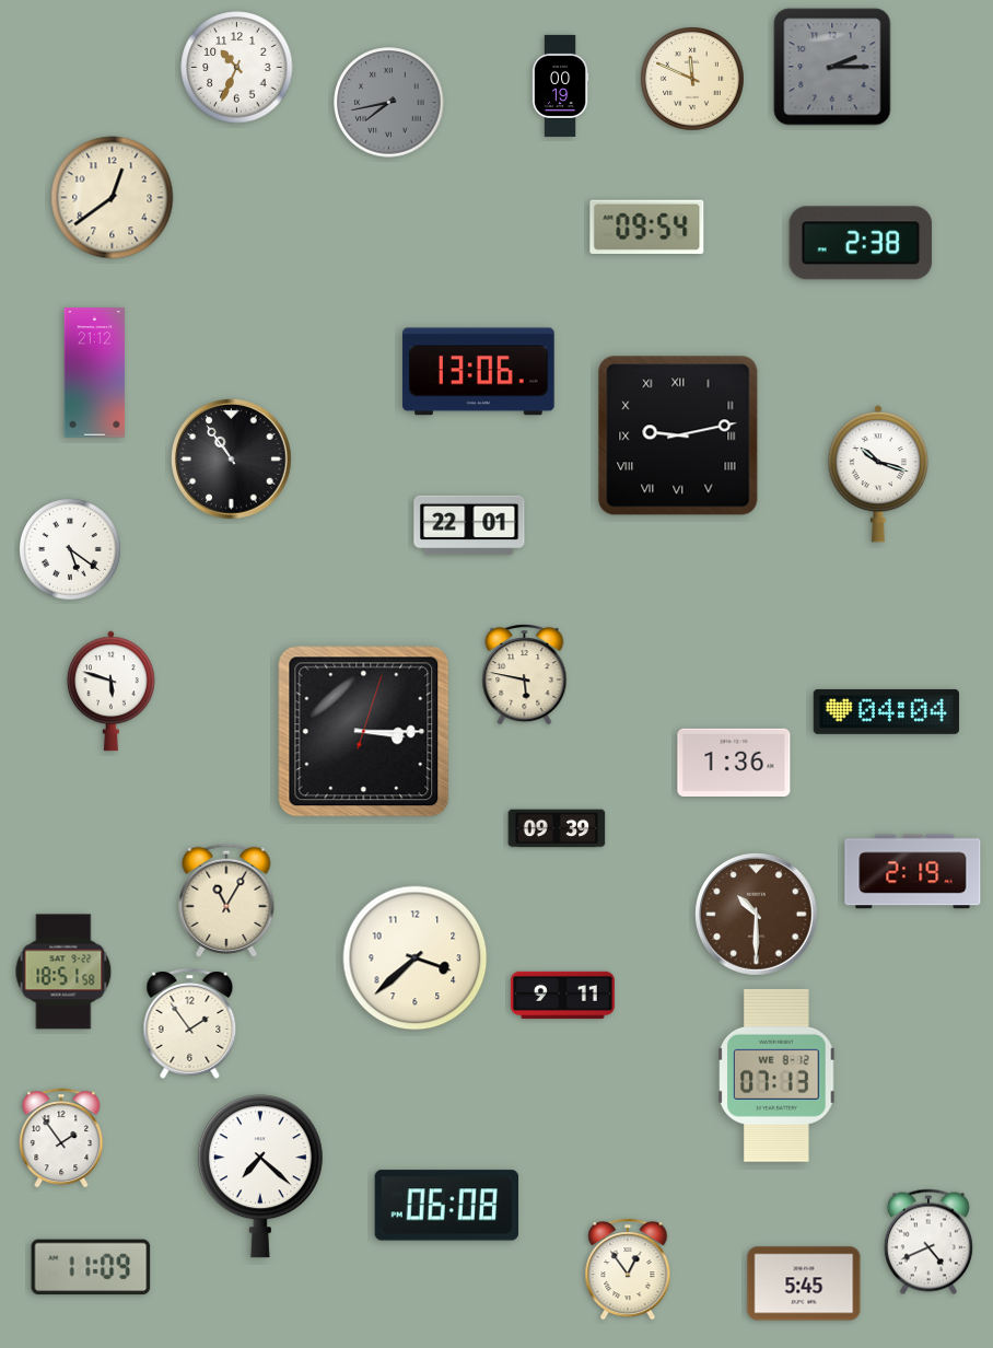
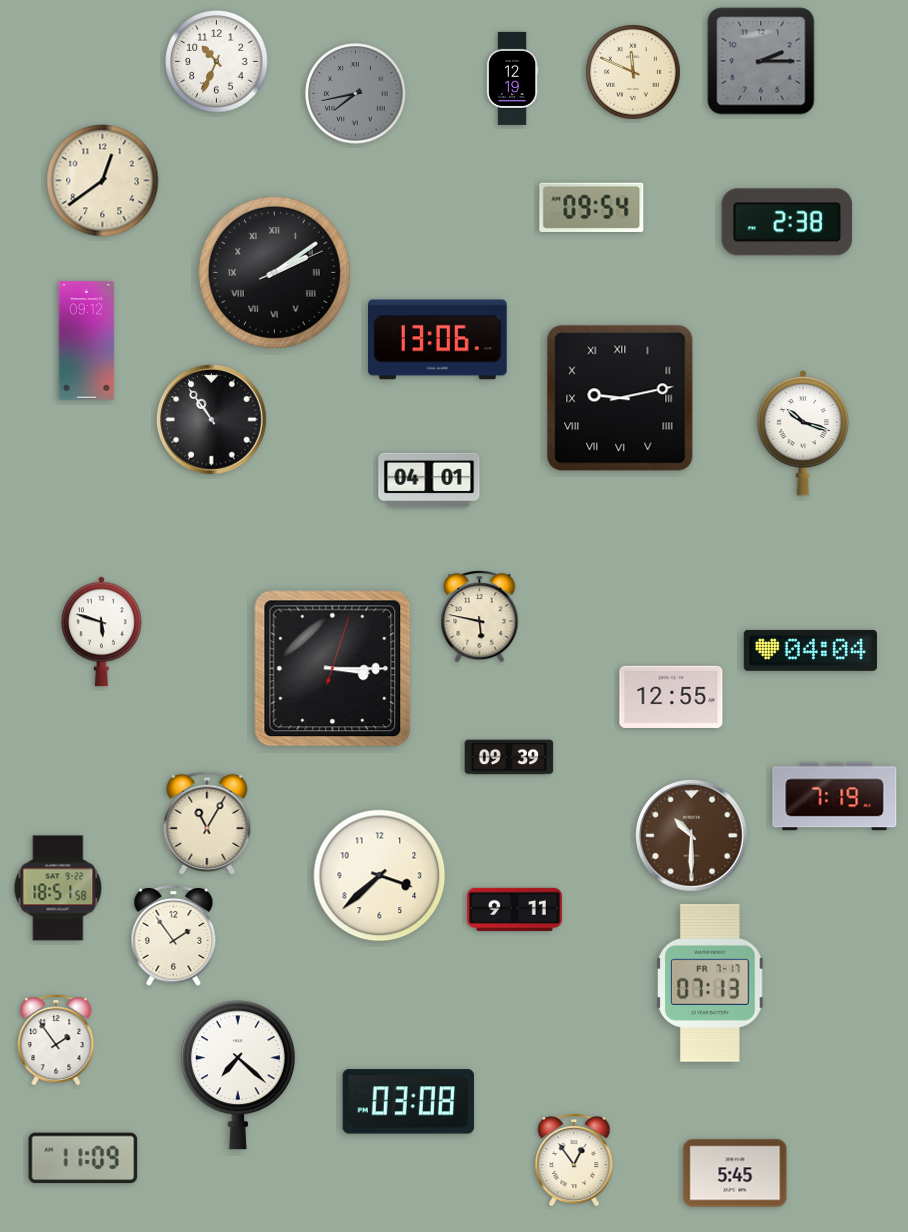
clock at (560, 85): 00:19 -> 12:19
clock at (274, 272): none -> 2:09
clock at (95, 373): 21:12 -> 09:12
clock at (469, 525): 22:01 -> 04:01
clock at (70, 549): 5:21 -> none
clock at (734, 763): 1:36 -> 12:55
clock at (913, 872): 2:19 -> 7:19
clock at (776, 1076) date: WE 8-12 -> FR 7-17
clock at (446, 1206): 06:08 -> 03:08
clock at (928, 1242): 4:41 -> none
